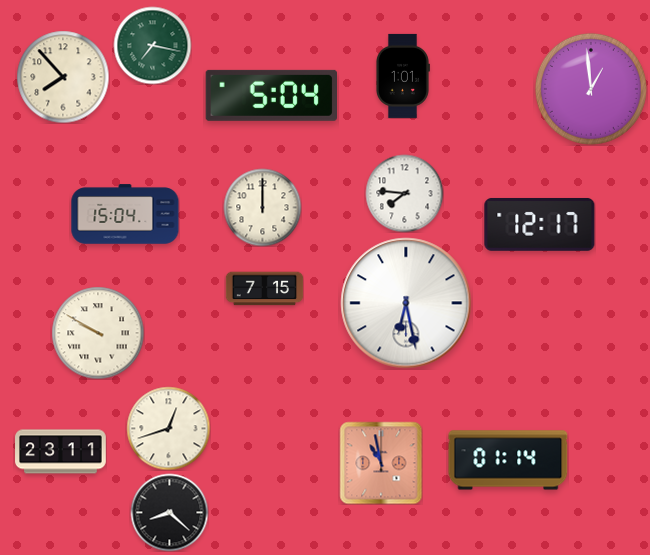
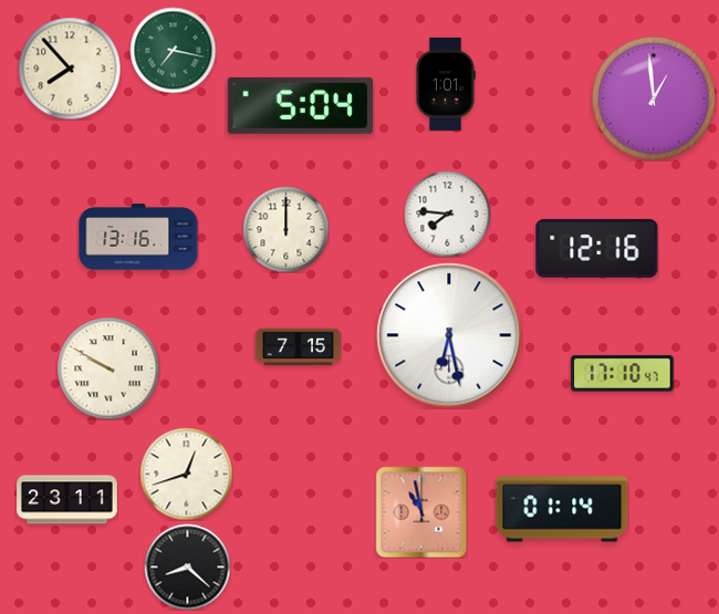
clock at (152, 45) position: (152, 45) -> (173, 50)
clock at (63, 77) position: (63, 77) -> (70, 69)
clock at (262, 207) position: (262, 207) -> (285, 229)
clock at (125, 214): 15:04 -> 13:16
clock at (540, 224): 12:17 -> 12:16
clock at (264, 289) position: (264, 289) -> (298, 347)
clock at (623, 374): none -> 17:10
